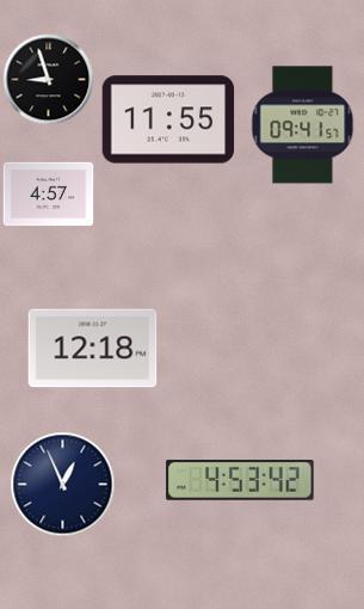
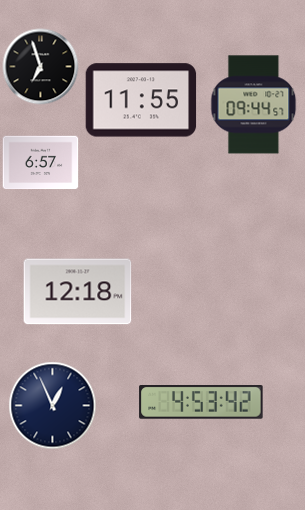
clock at (49, 80): 8:57 -> 6:57
clock at (303, 125): 09:41 -> 09:44
clock at (49, 195): 4:57 -> 6:57
